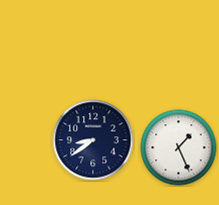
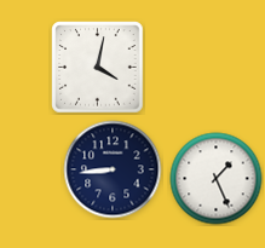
clock at (98, 68): none -> 4:02
clock at (93, 140): 8:39 -> 8:44
